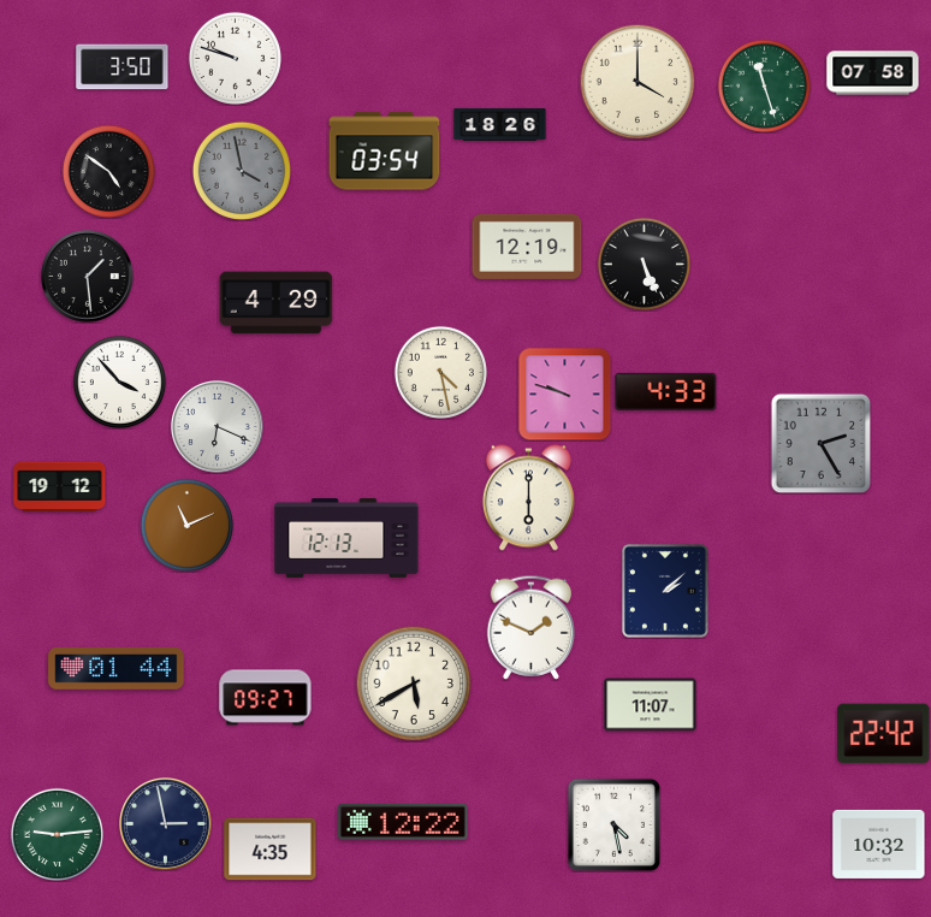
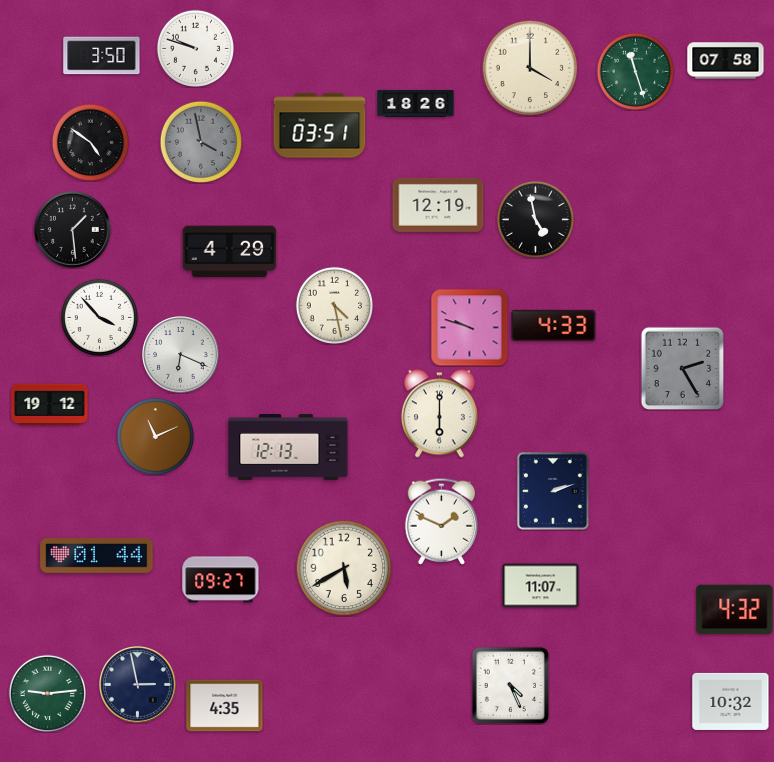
clock at (385, 152): 03:54 -> 03:51
clock at (644, 264): 5:26 -> 4:58
clock at (440, 372) position: (440, 372) -> (334, 305)
clock at (665, 591): 2:08 -> 2:12
clock at (884, 734): 22:42 -> 4:32
clock at (403, 822): 12:22 -> none
clock at (613, 824): 4:28 -> 4:26
